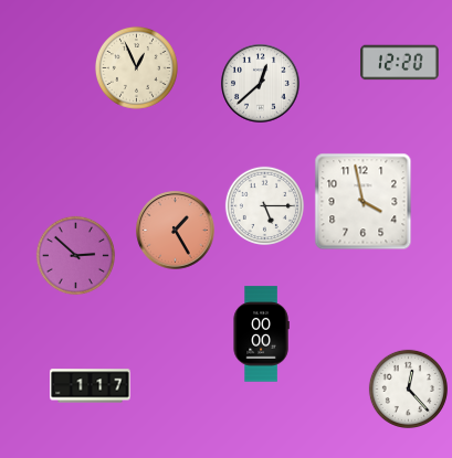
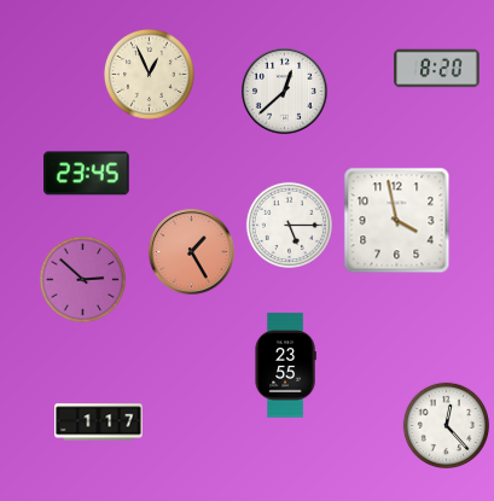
clock at (400, 63): 12:20 -> 8:20
clock at (87, 174): none -> 23:45
clock at (261, 334): 00:00 -> 23:55
